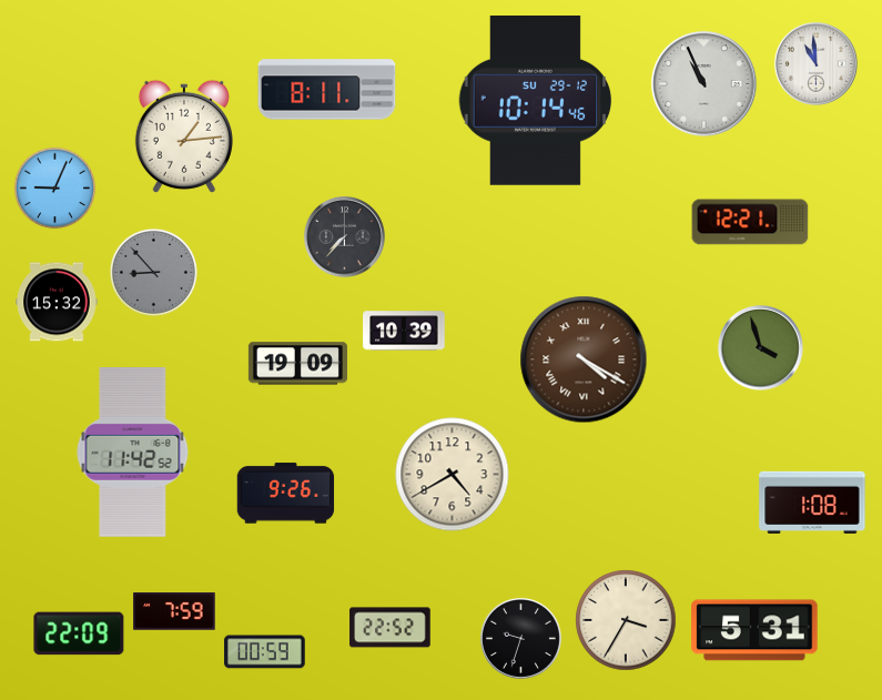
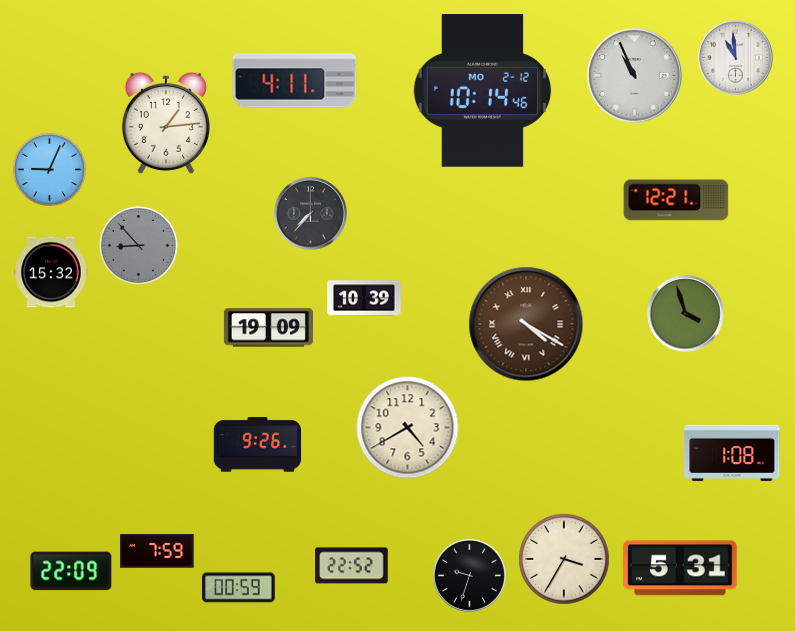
clock at (327, 90): 8:11 -> 4:11
clock at (536, 101) date: SU 29-12 -> MO 2-12
clock at (133, 453): 11:42 -> none
